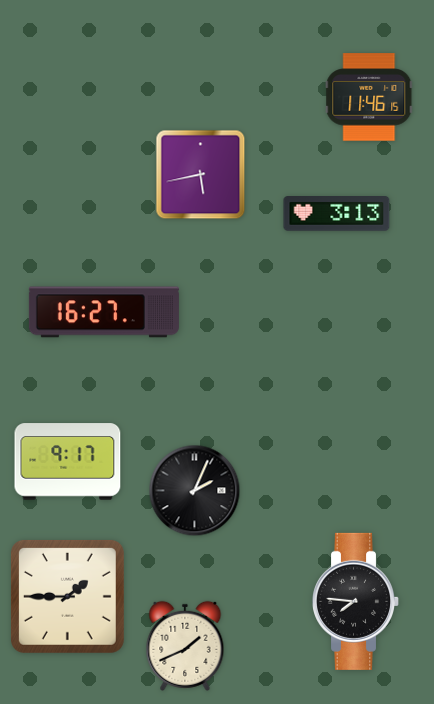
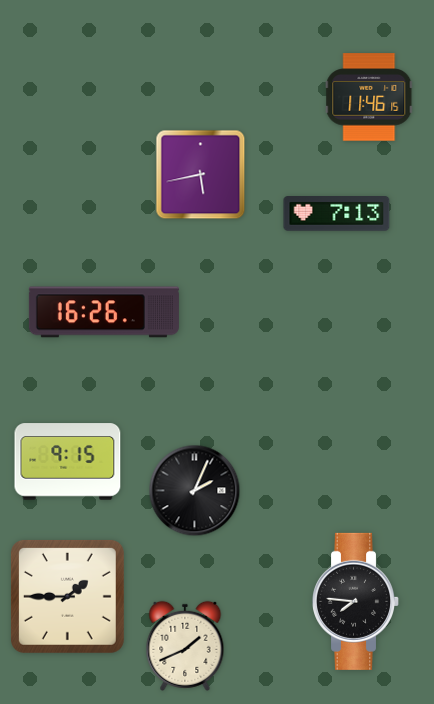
clock at (337, 214): 3:13 -> 7:13
clock at (104, 312): 16:27 -> 16:26
clock at (68, 462): 9:17 -> 9:15
